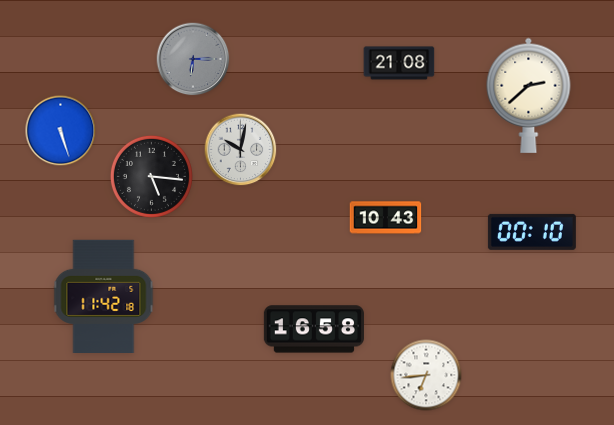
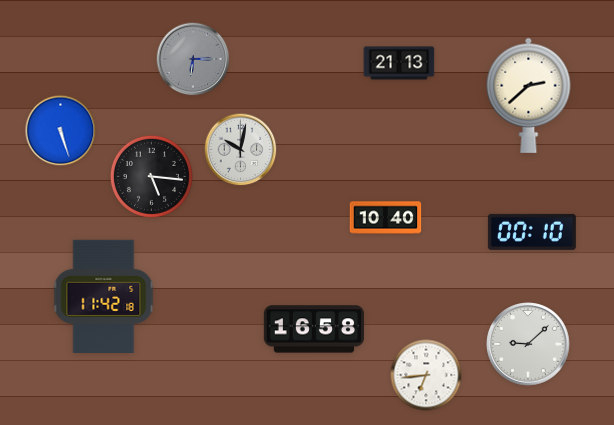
clock at (399, 63): 21:08 -> 21:13
clock at (386, 218): 10:43 -> 10:40
clock at (528, 344): none -> 9:08
